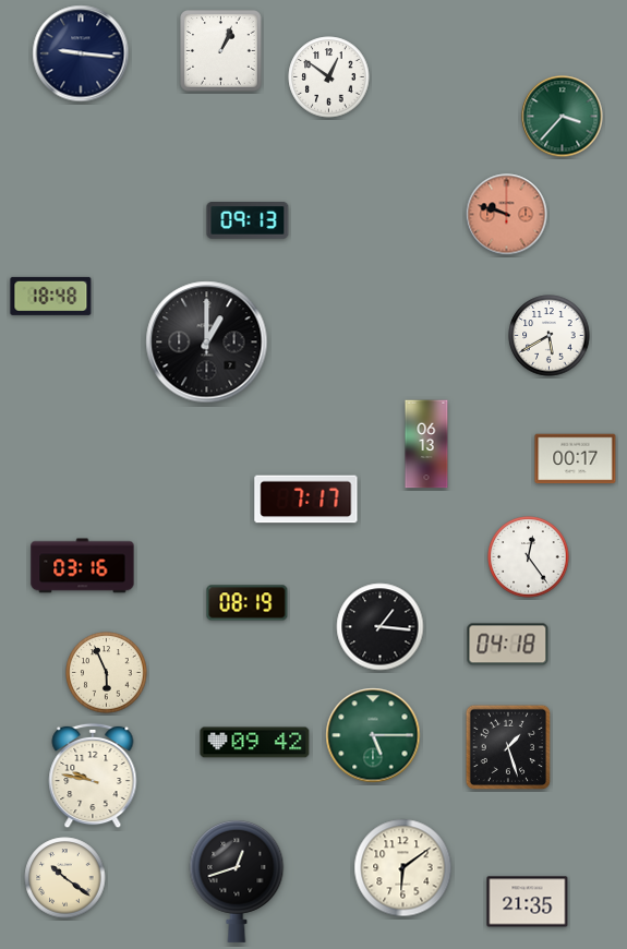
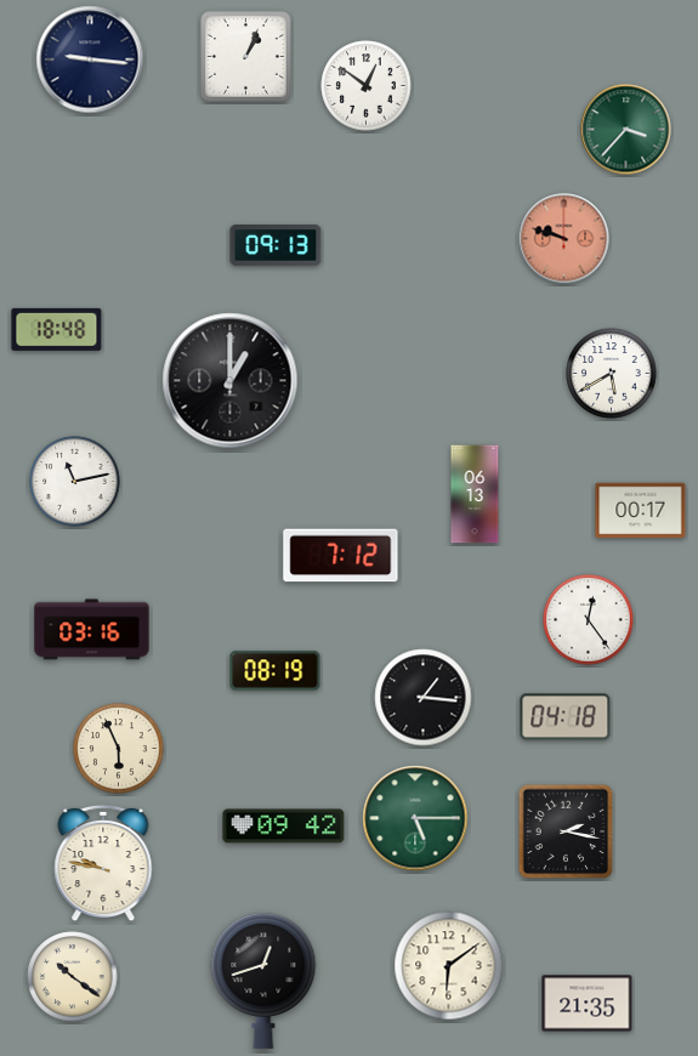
clock at (75, 482): none -> 11:13
clock at (306, 500): 7:17 -> 7:12
clock at (508, 747): 1:27 -> 2:17
